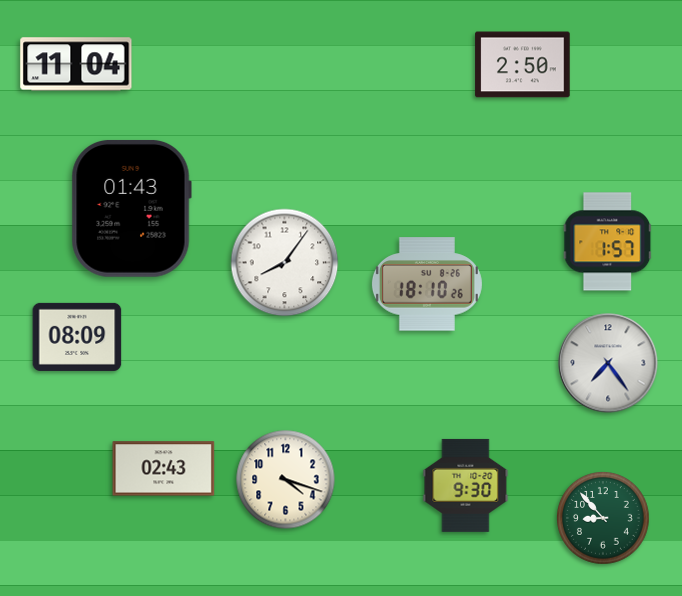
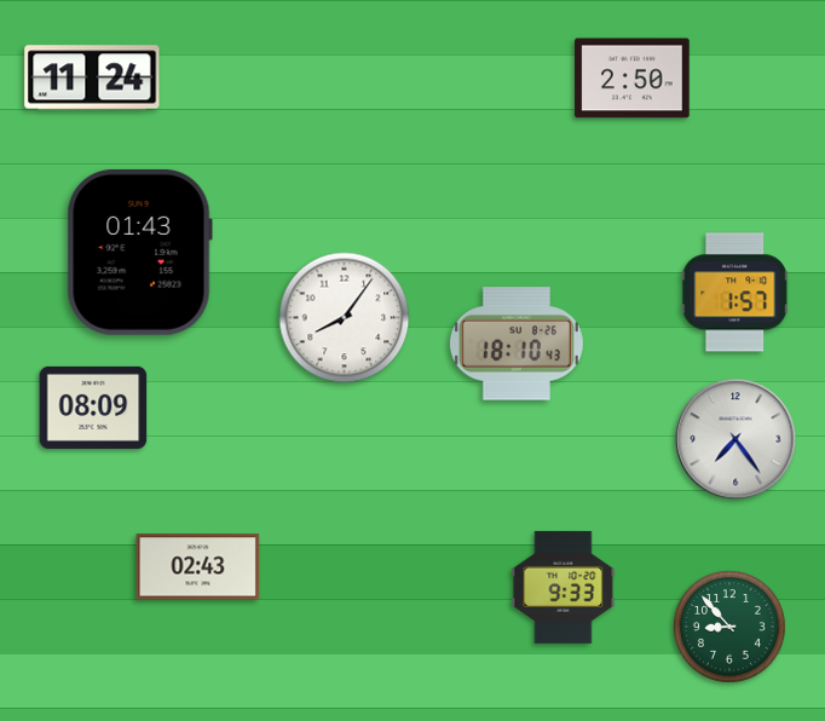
clock at (76, 64): 11:04 -> 11:24
clock at (131, 208) position: (131, 208) -> (139, 252)
clock at (427, 284): 18:10:26 -> 18:10:43
clock at (286, 480): 4:18 -> none
clock at (466, 485): 9:30 -> 9:33
